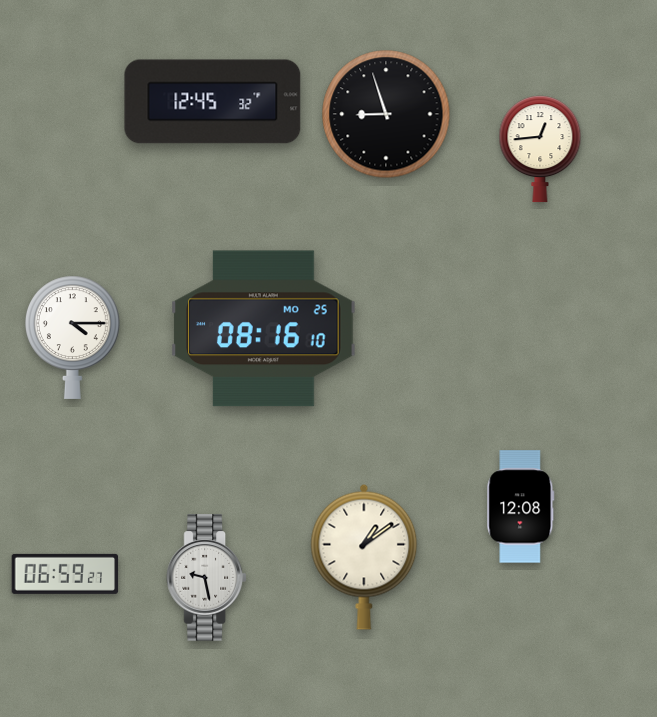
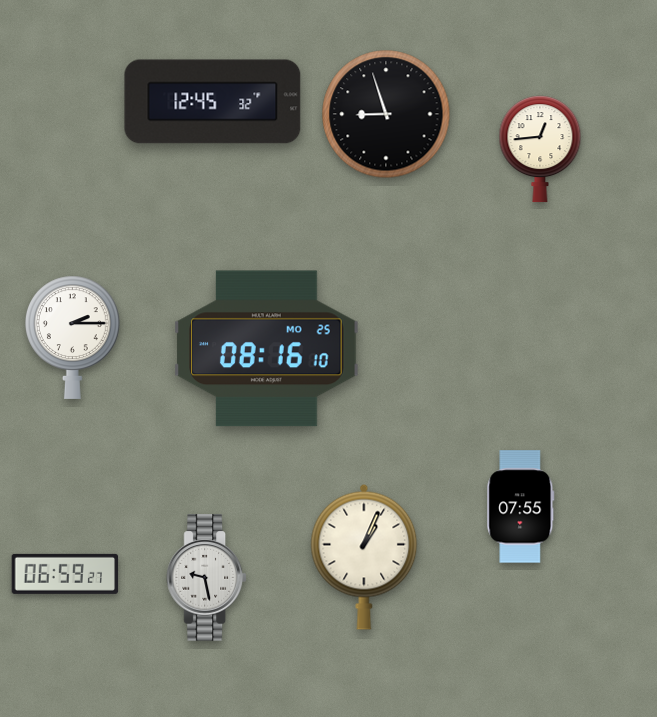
clock at (264, 329) position: (264, 329) -> (267, 349)
clock at (72, 337): 4:15 -> 2:15
clock at (521, 507): 12:08 -> 07:55
clock at (364, 557): 1:09 -> 1:04
